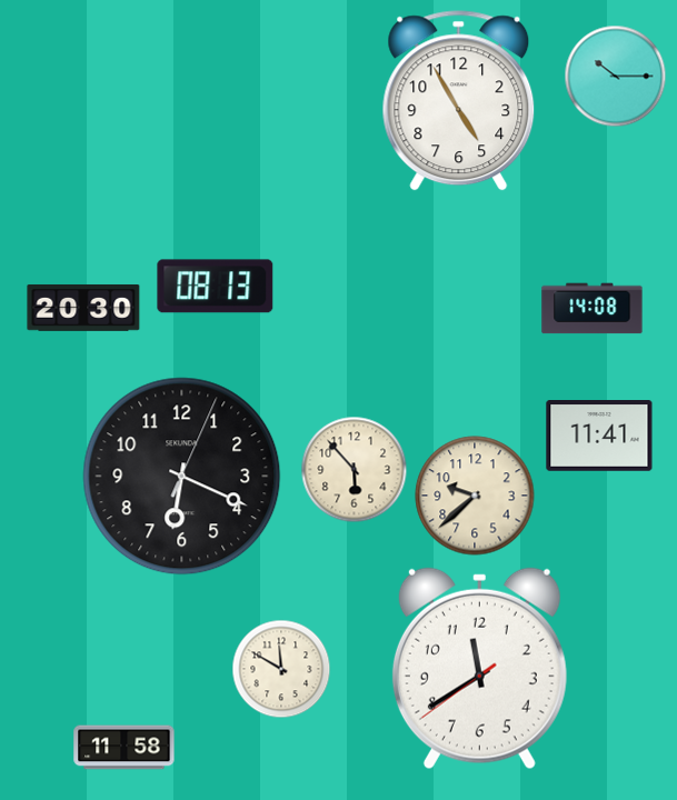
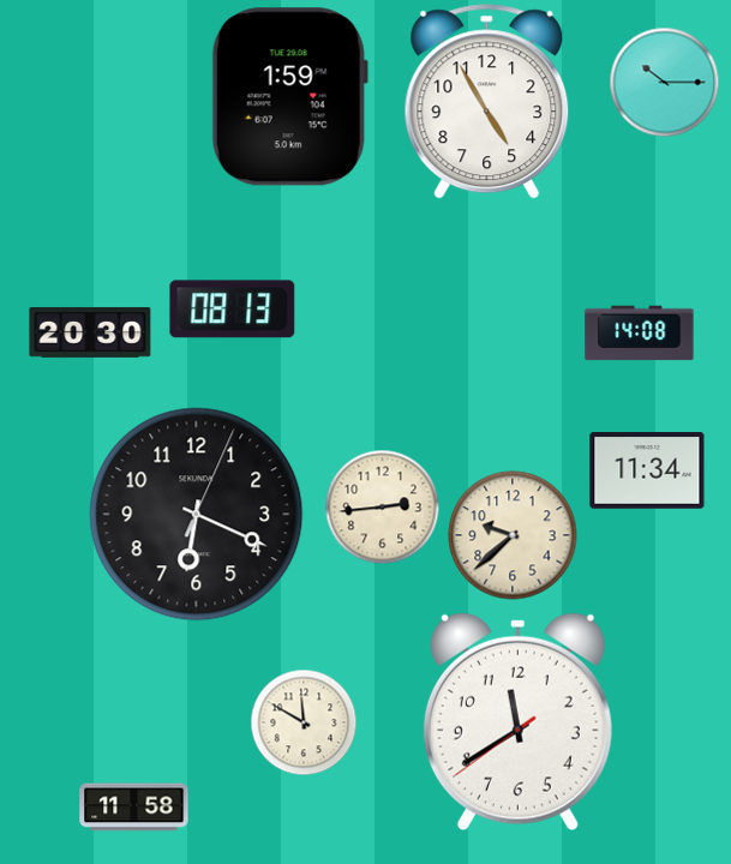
clock at (289, 97): none -> 1:59
clock at (459, 101) position: (459, 101) -> (487, 102)
clock at (599, 436): 11:41 -> 11:34
clock at (354, 469): 5:53 -> 2:44
